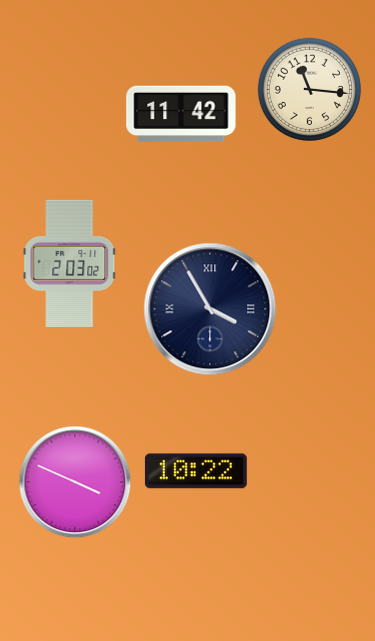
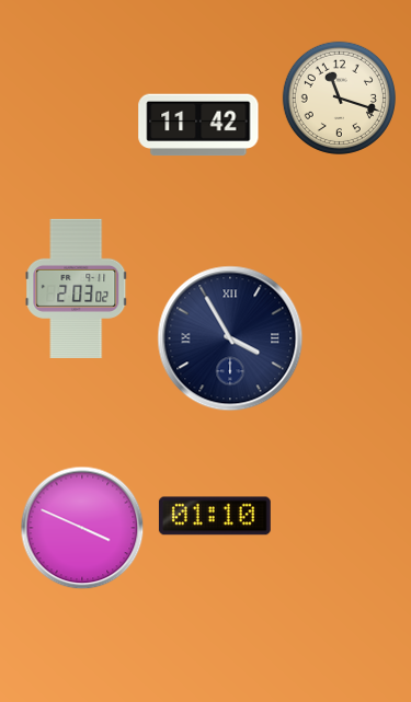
clock at (309, 89): 11:16 -> 11:18
clock at (196, 471): 10:22 -> 01:10
